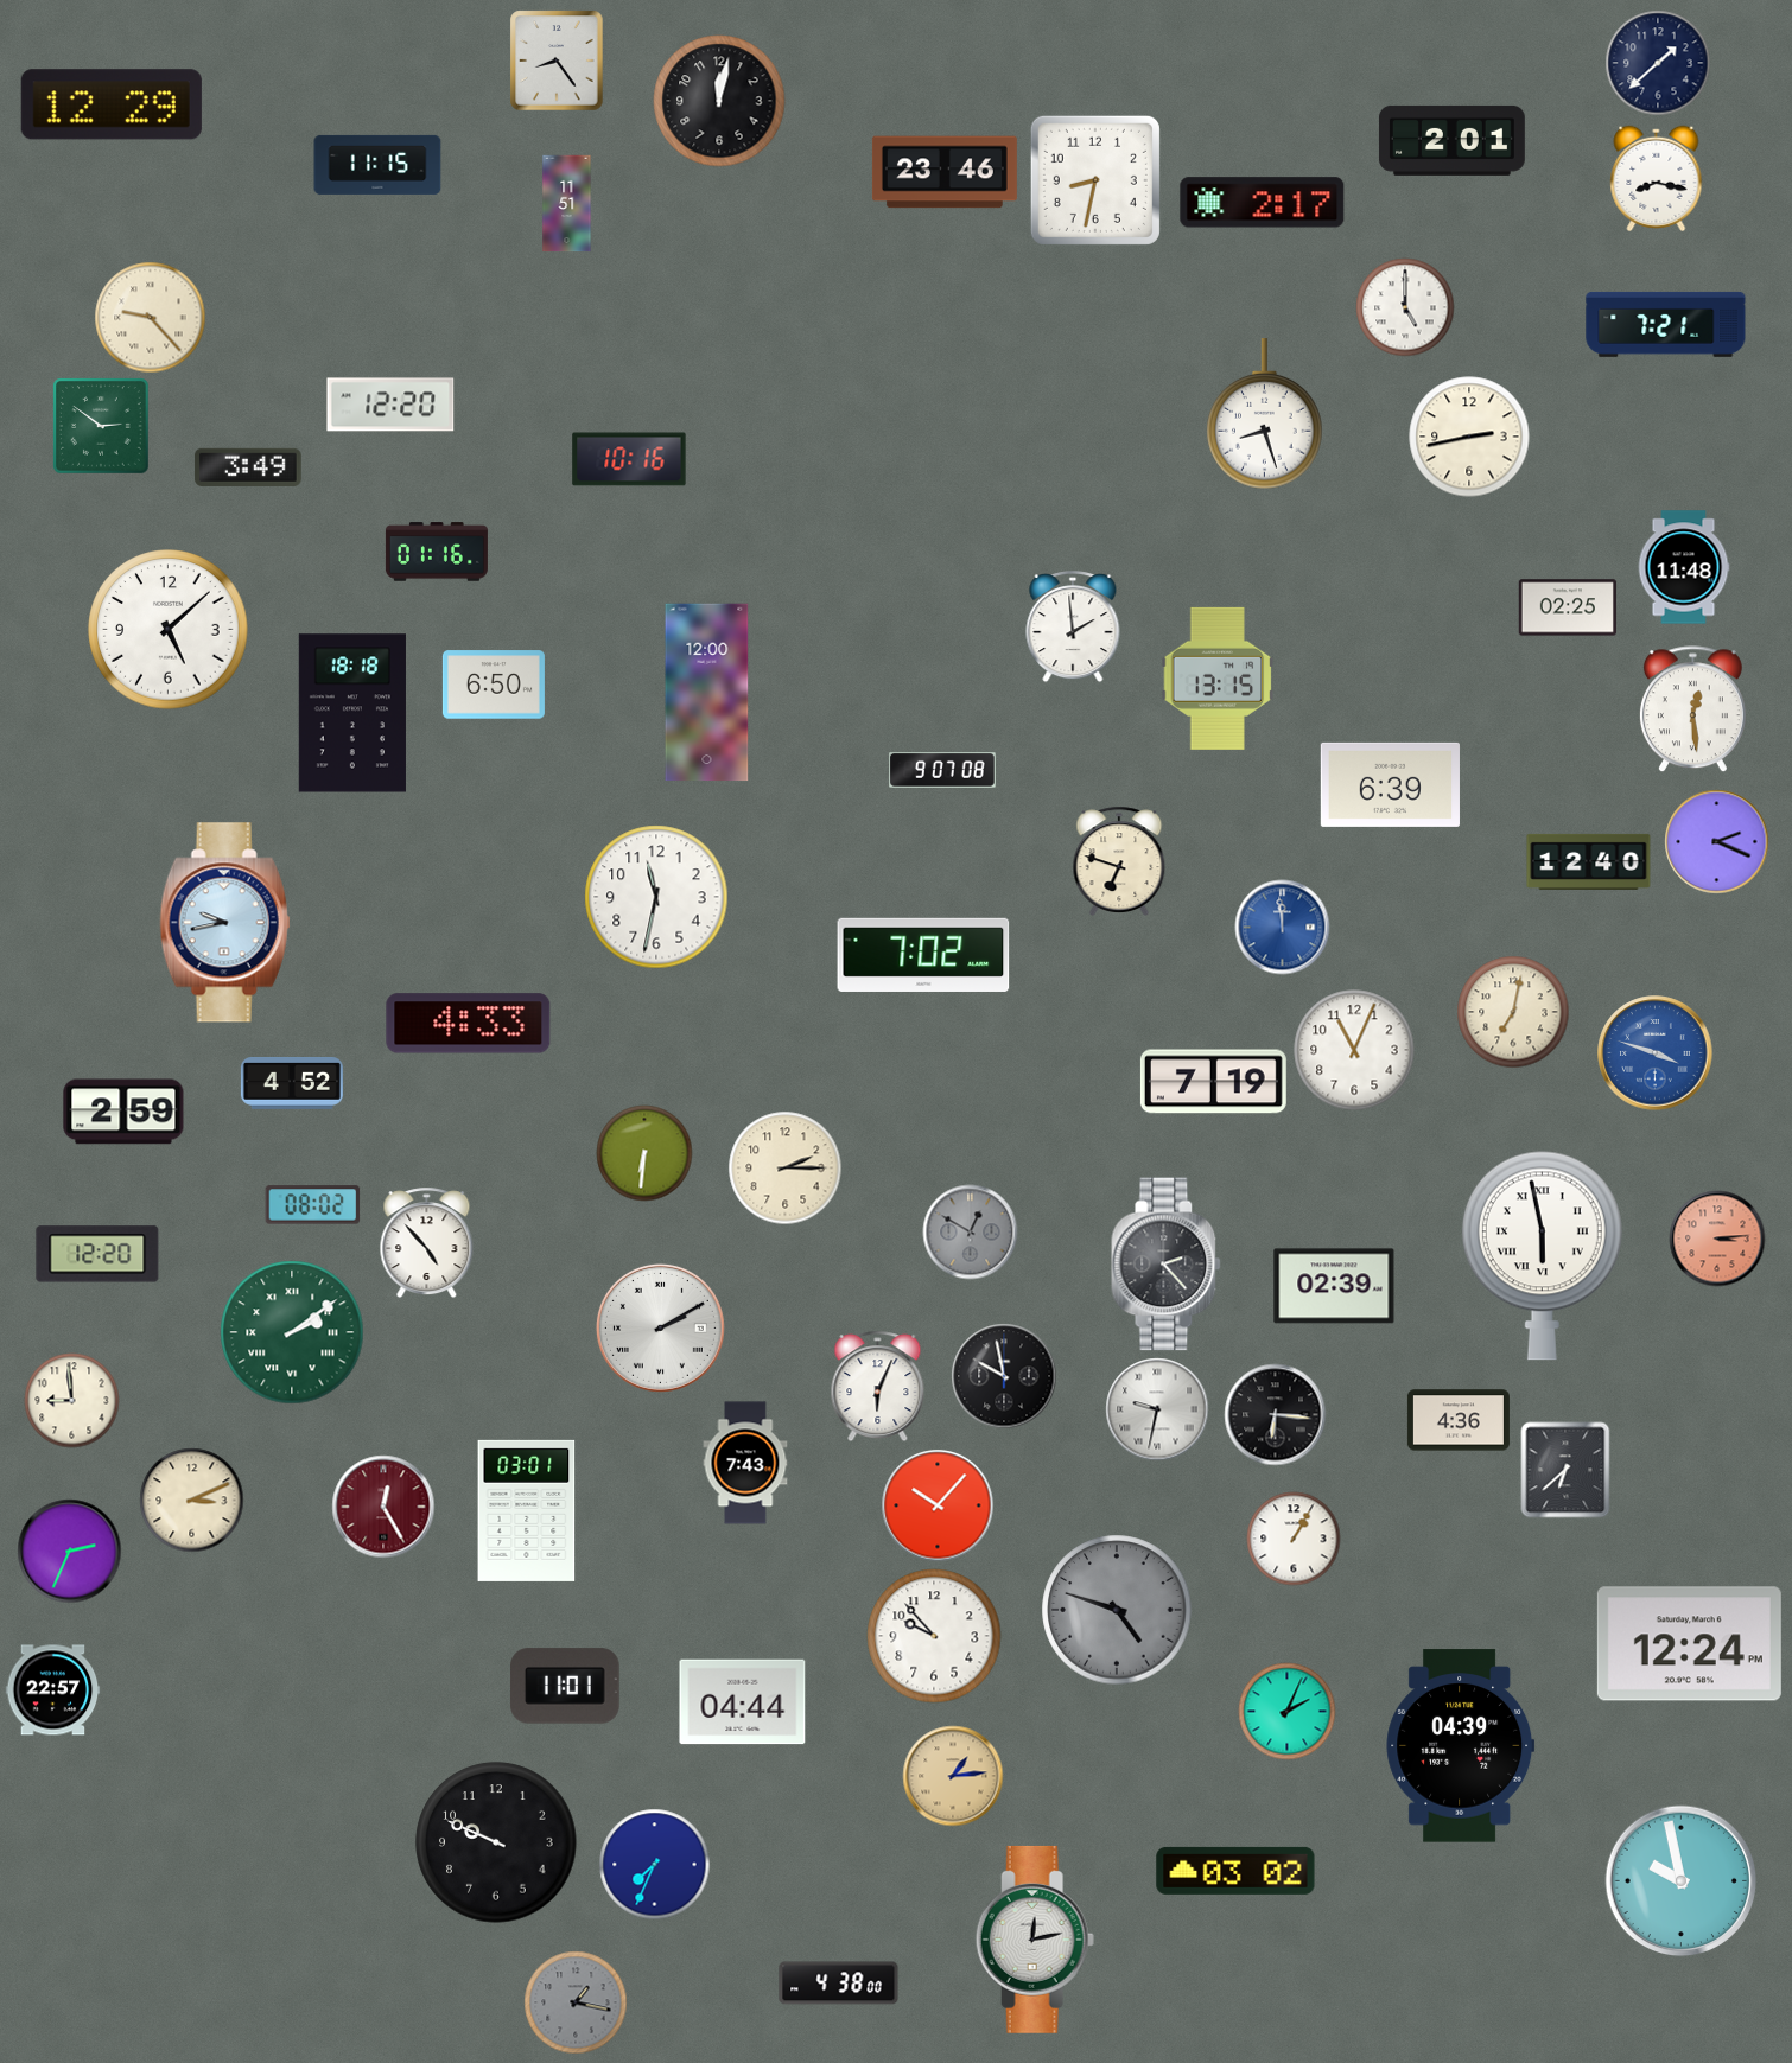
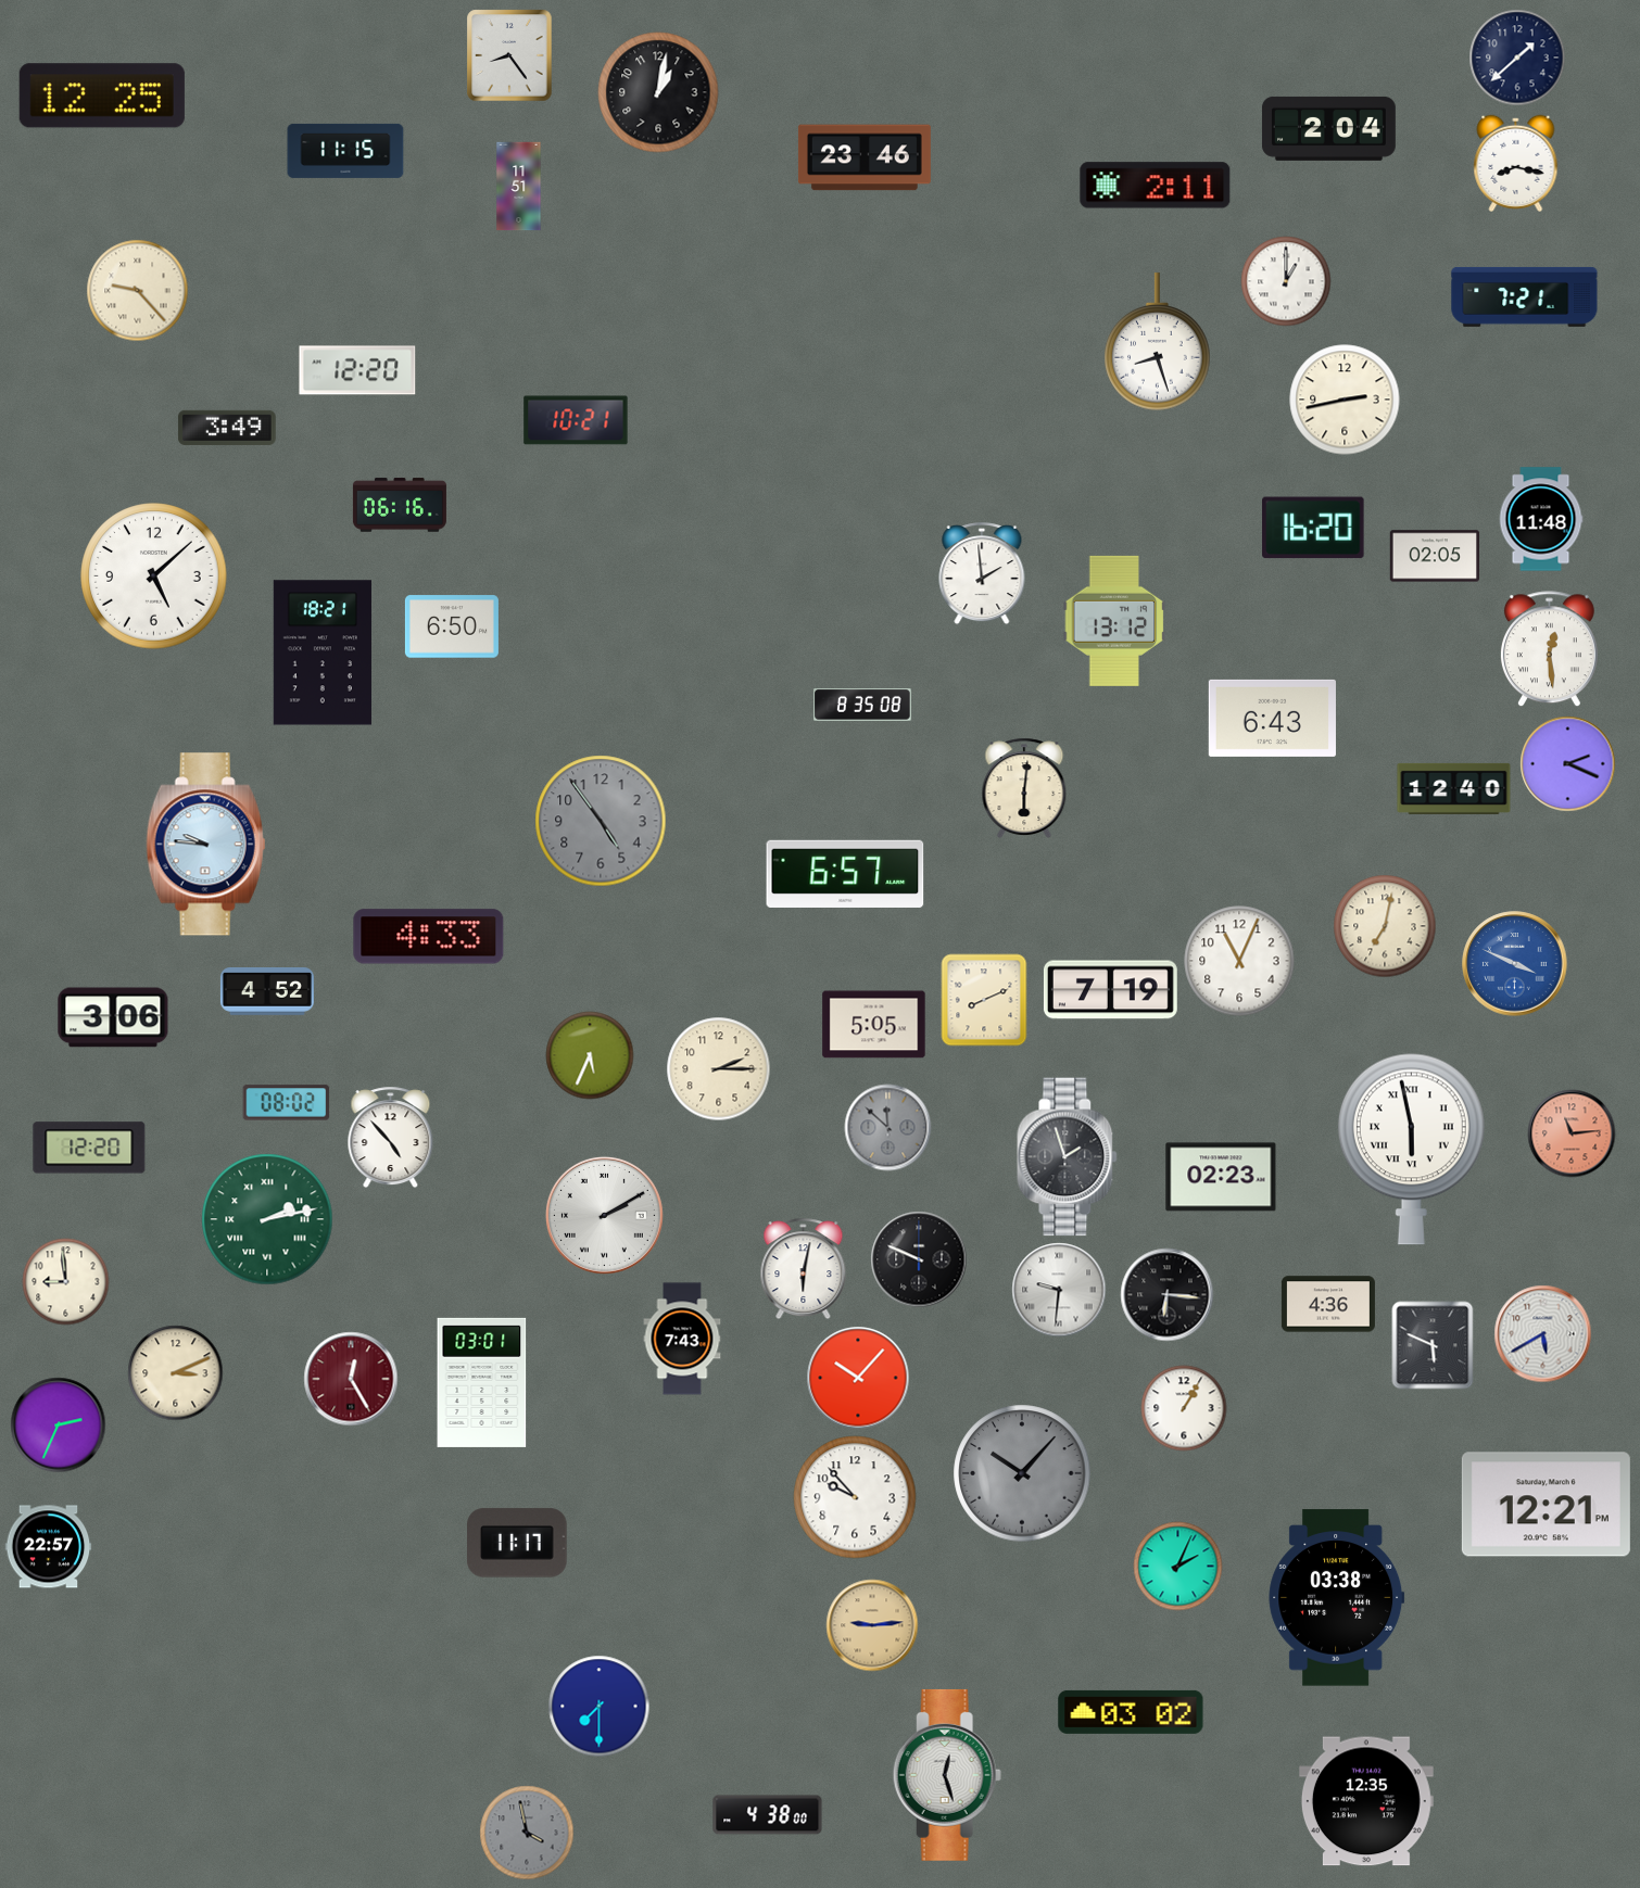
clock at (719, 101): 12:02 -> 1:02
clock at (112, 104): 12:29 -> 12:25
clock at (1451, 140): 2:01 -> 2:04
clock at (1095, 180): 8:32 -> none
clock at (1263, 203): 2:17 -> 2:11
clock at (1405, 307): 5:00 -> 1:00
clock at (1265, 414) position: (1265, 414) -> (1158, 342)
clock at (101, 426): 2:51 -> none
clock at (629, 459): 10:16 -> 10:21
clock at (437, 552): 01:16 -> 06:16
clock at (1313, 528): none -> 16:20
clock at (1567, 607): 02:25 -> 02:05
clock at (1218, 679): 13:15 -> 13:12
clock at (707, 693): 12:00 -> none
clock at (352, 713): 18:18 -> 18:21
clock at (943, 770): 9:07 -> 8:35
clock at (1390, 784): 6:39 -> 6:43
clock at (1717, 842) position: (1717, 842) -> (1568, 764)
clock at (1119, 860): 6:48 -> 6:01
clock at (656, 897): 11:32 -> 4:54
clock at (656, 897) dial: white -> grey
clock at (225, 923): 9:43 -> 9:46
clock at (1283, 928): 11:59 -> none
clock at (923, 955): 7:02 -> 6:57
clock at (1656, 1053): 3:48 -> 3:49
clock at (984, 1000): none -> 8:11
clock at (123, 1112): 2:59 -> 3:06
clock at (874, 1025): none -> 5:05
clock at (644, 1153): 6:31 -> 5:34
clock at (971, 1233): 12:50 -> 11:52
clock at (1717, 1239): 3:14 -> 11:14
clock at (1167, 1265): 2:23 -> 1:57
clock at (1334, 1286): 02:39 -> 02:23
clock at (292, 1332): 2:09 -> 2:13
clock at (1004, 1376): 9:58 -> 9:49
clock at (878, 1387): 6:04 -> 6:02
clock at (1157, 1409): 9:32 -> 9:31
clock at (1459, 1420) position: (1459, 1420) -> (1328, 1304)
clock at (1543, 1334): none -> 5:40
clock at (1565, 1470): 6:38 -> 5:49
clock at (70, 1552) position: (70, 1552) -> (59, 1425)
clock at (1117, 1610): 4:48 -> 10:07
clock at (1689, 1644): 12:24 -> 12:21
clock at (565, 1686): 11:01 -> 11:17
clock at (743, 1702): 04:44 -> none
clock at (1461, 1746): 04:39 -> 03:38
clock at (953, 1776): 1:14 -> 9:14
clock at (496, 1842): 9:49 -> none
clock at (655, 1865): 7:34 -> 7:30
clock at (1682, 1881): 9:58 -> none
clock at (1035, 1940): 12:13 -> 12:27
clock at (1366, 1801): none -> 12:35
clock at (576, 2002): 1:17 -> 3:58
